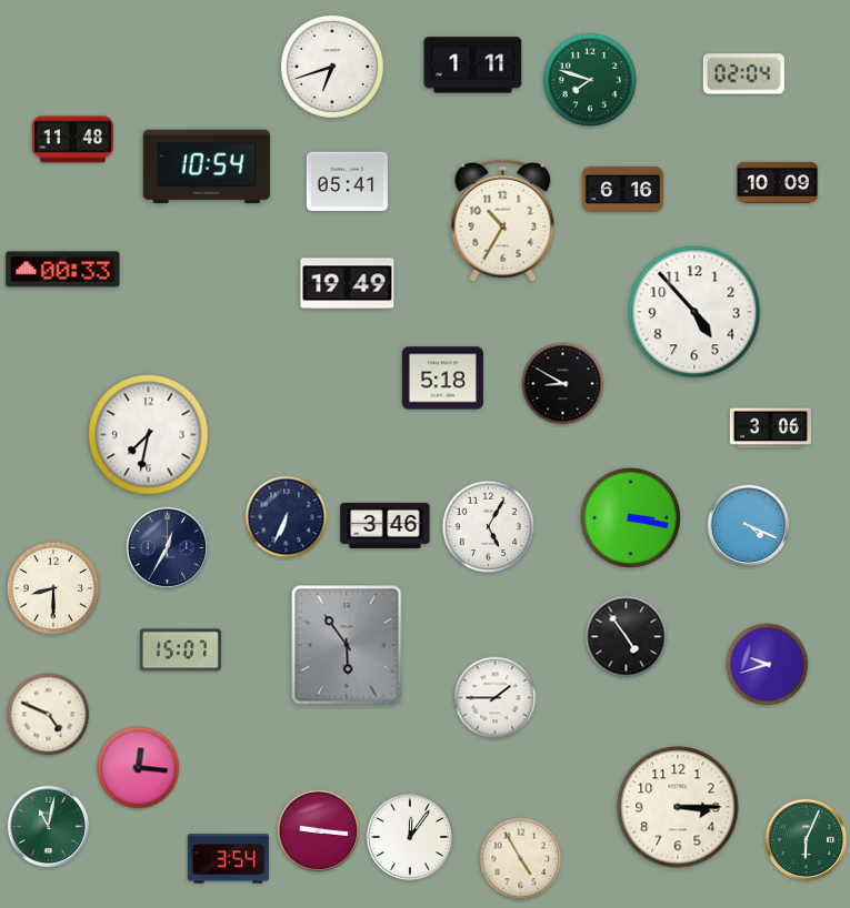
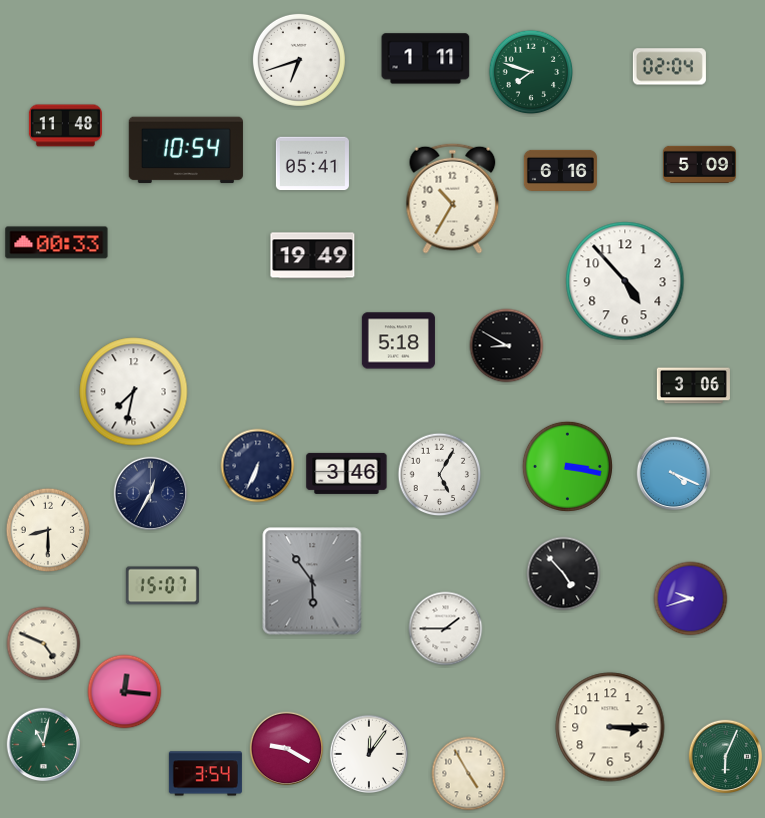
clock at (777, 182): 10:09 -> 5:09
clock at (627, 637): 4:54 -> 4:53
clock at (319, 831): 9:16 -> 9:20
